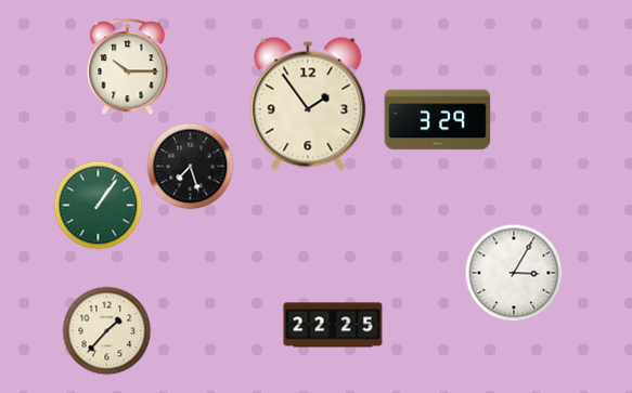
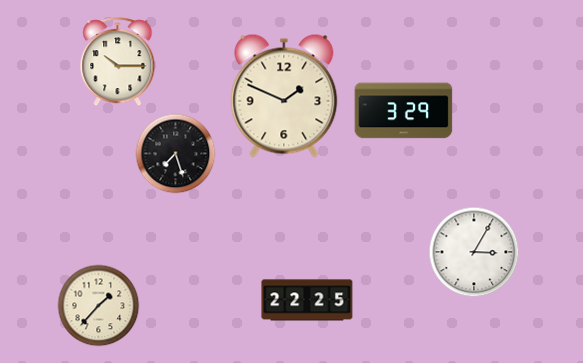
clock at (308, 104): 1:54 -> 1:49
clock at (99, 206): 1:06 -> none
